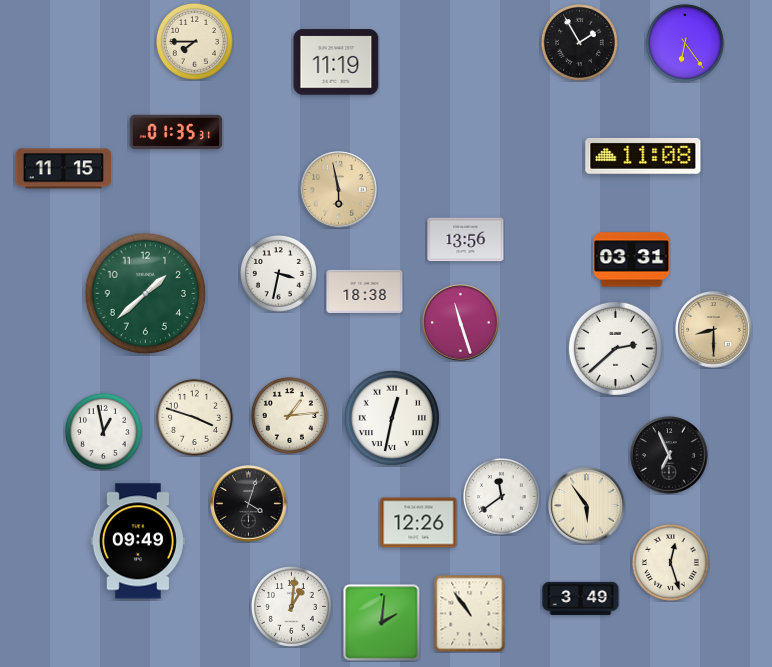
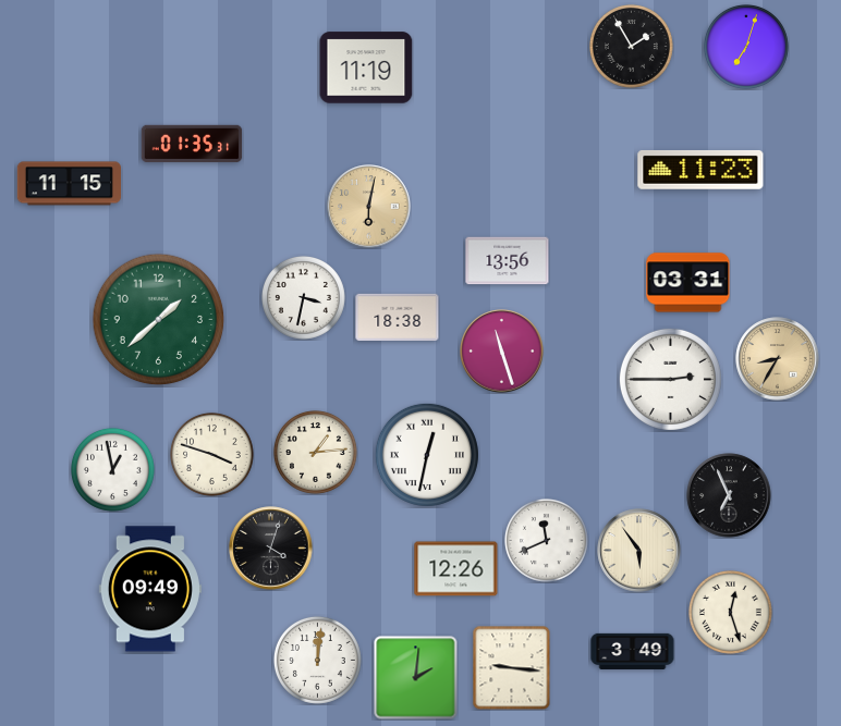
clock at (194, 41): 7:45 -> none
clock at (685, 43): 6:24 -> 7:03
clock at (643, 156): 11:08 -> 11:23
clock at (339, 190): 5:58 -> 6:02
clock at (714, 330): 8:30 -> 8:35
clock at (615, 348): 2:38 -> 2:45
clock at (501, 496): 11:39 -> 11:41
clock at (291, 606): 1:01 -> 12:01
clock at (470, 613): 10:54 -> 9:16
